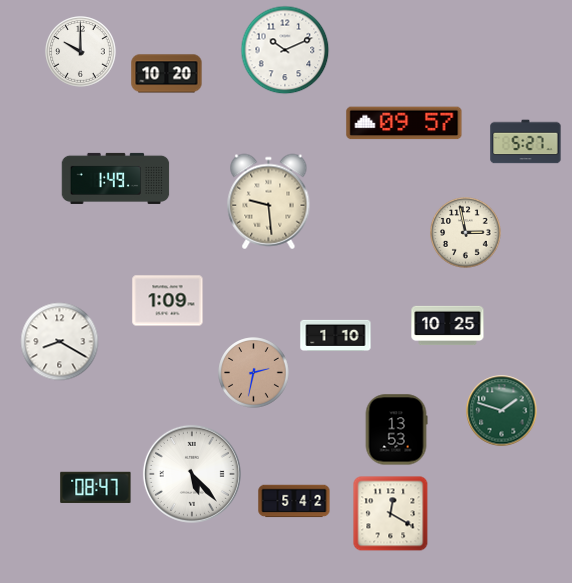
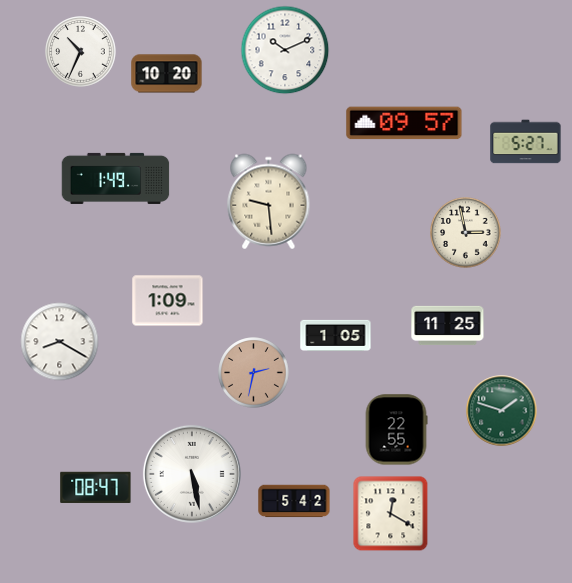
clock at (81, 52): 10:00 -> 10:34
clock at (448, 326): 10:25 -> 11:25
clock at (336, 335): 1:10 -> 1:05
clock at (396, 430): 13:53 -> 22:55
clock at (192, 474): 5:23 -> 5:28
